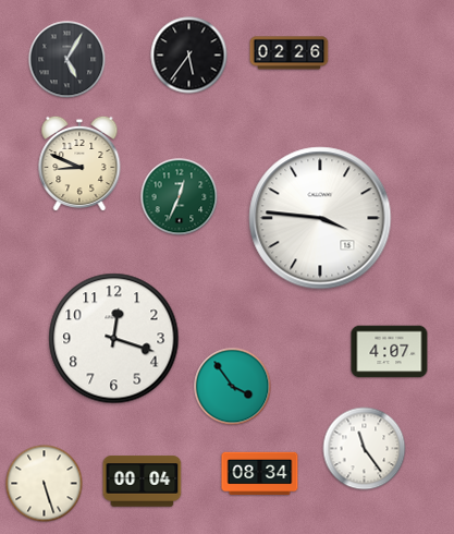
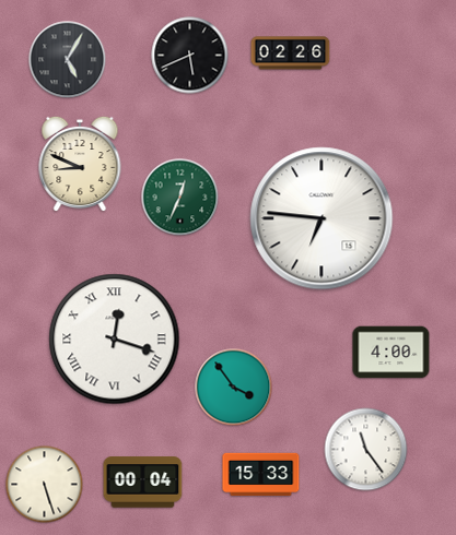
clock at (189, 56): 5:36 -> 5:41
clock at (320, 218): 3:46 -> 6:46
clock at (114, 339) numerals: Arabic -> Roman
clock at (390, 352): 4:07 -> 4:00
clock at (260, 474): 08:34 -> 15:33
